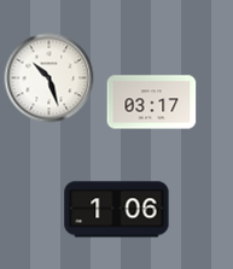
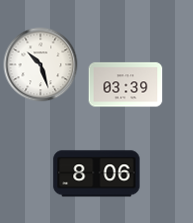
clock at (152, 103): 03:17 -> 03:39
clock at (117, 210): 1:06 -> 8:06
